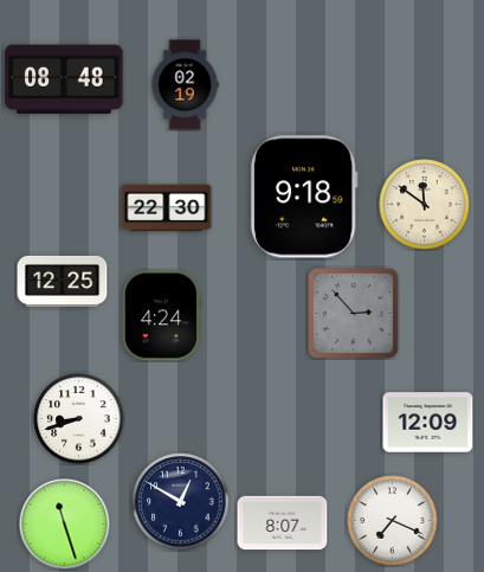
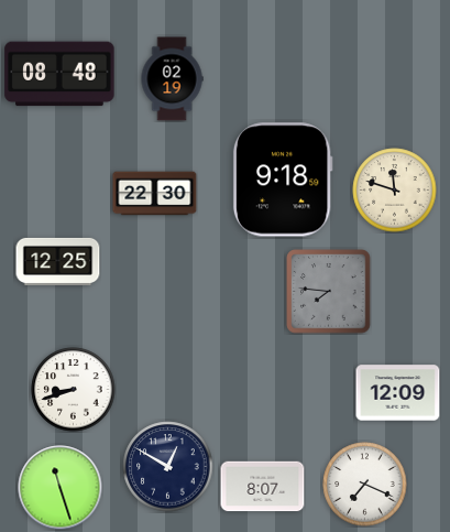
clock at (304, 197) position: (304, 197) -> (283, 180)
clock at (425, 205): 11:51 -> 11:48
clock at (354, 314): 2:53 -> 7:46
clock at (161, 316): 4:24 -> none
